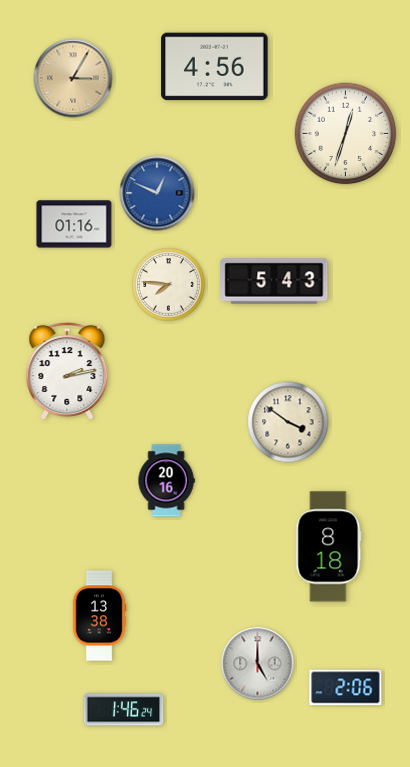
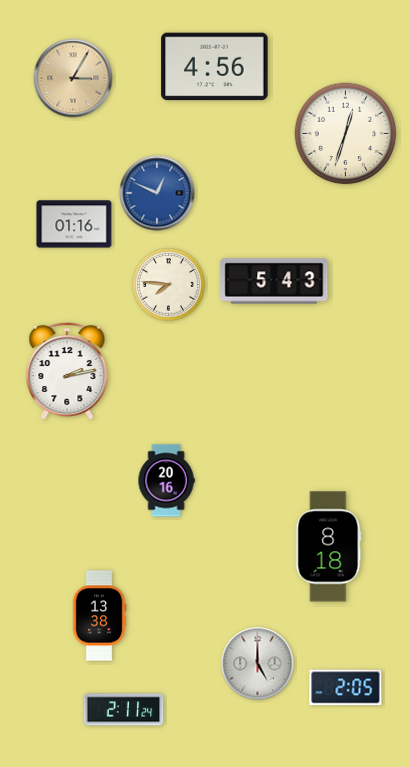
clock at (288, 422): 3:51 -> none
clock at (346, 688): 2:06 -> 2:05
clock at (124, 710): 1:46 -> 2:11
